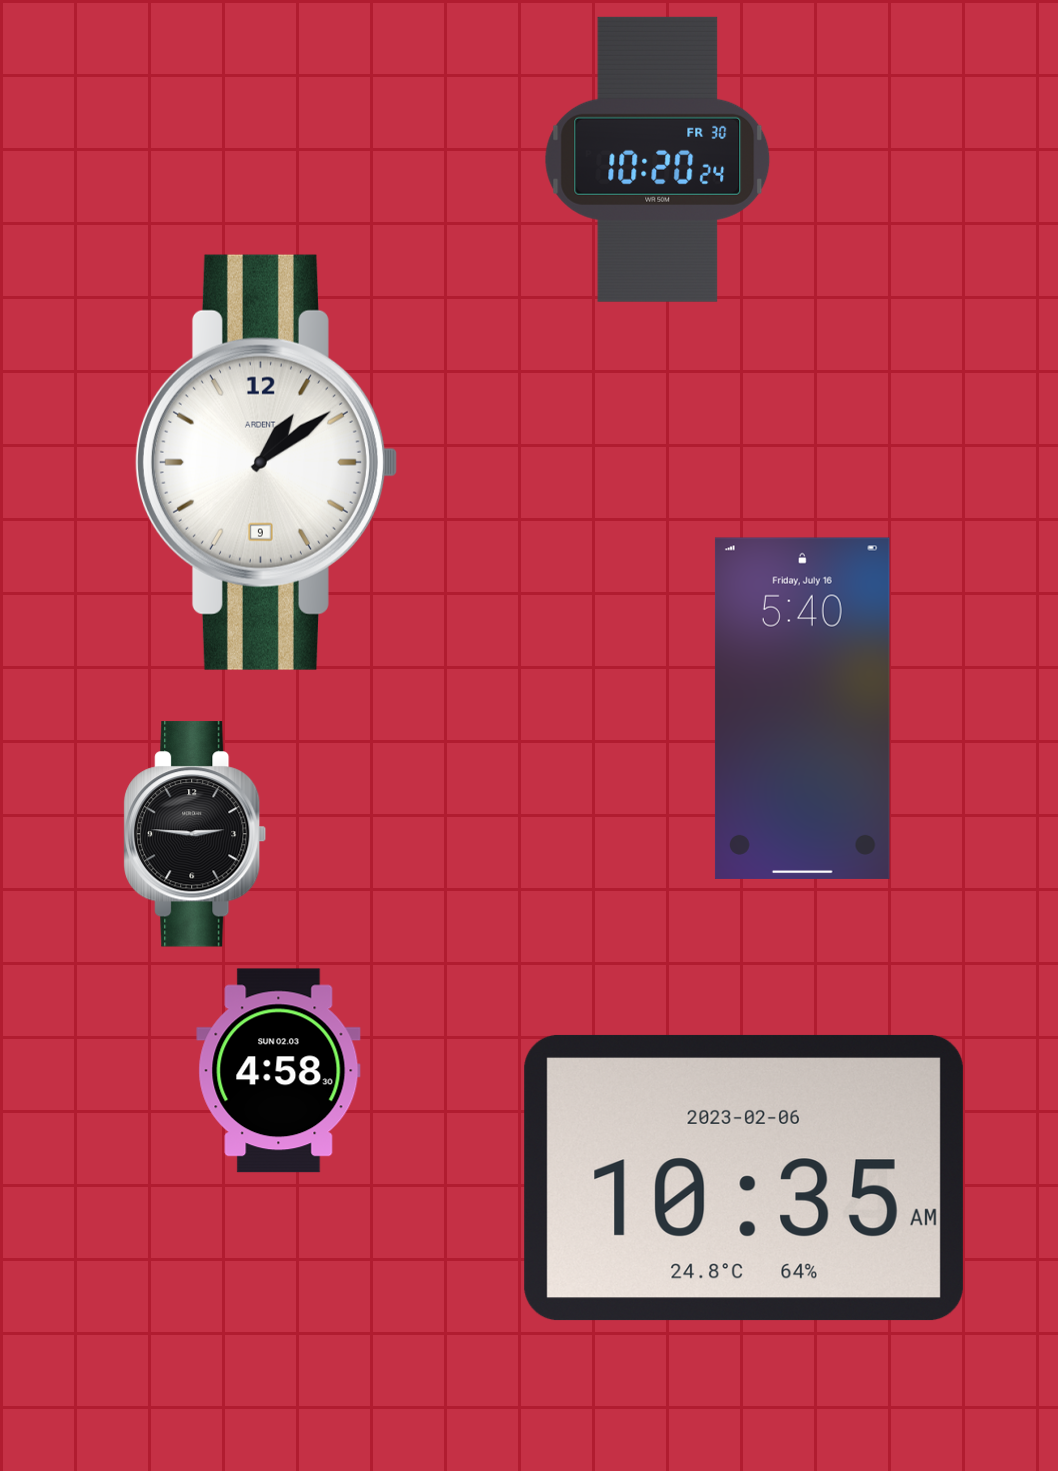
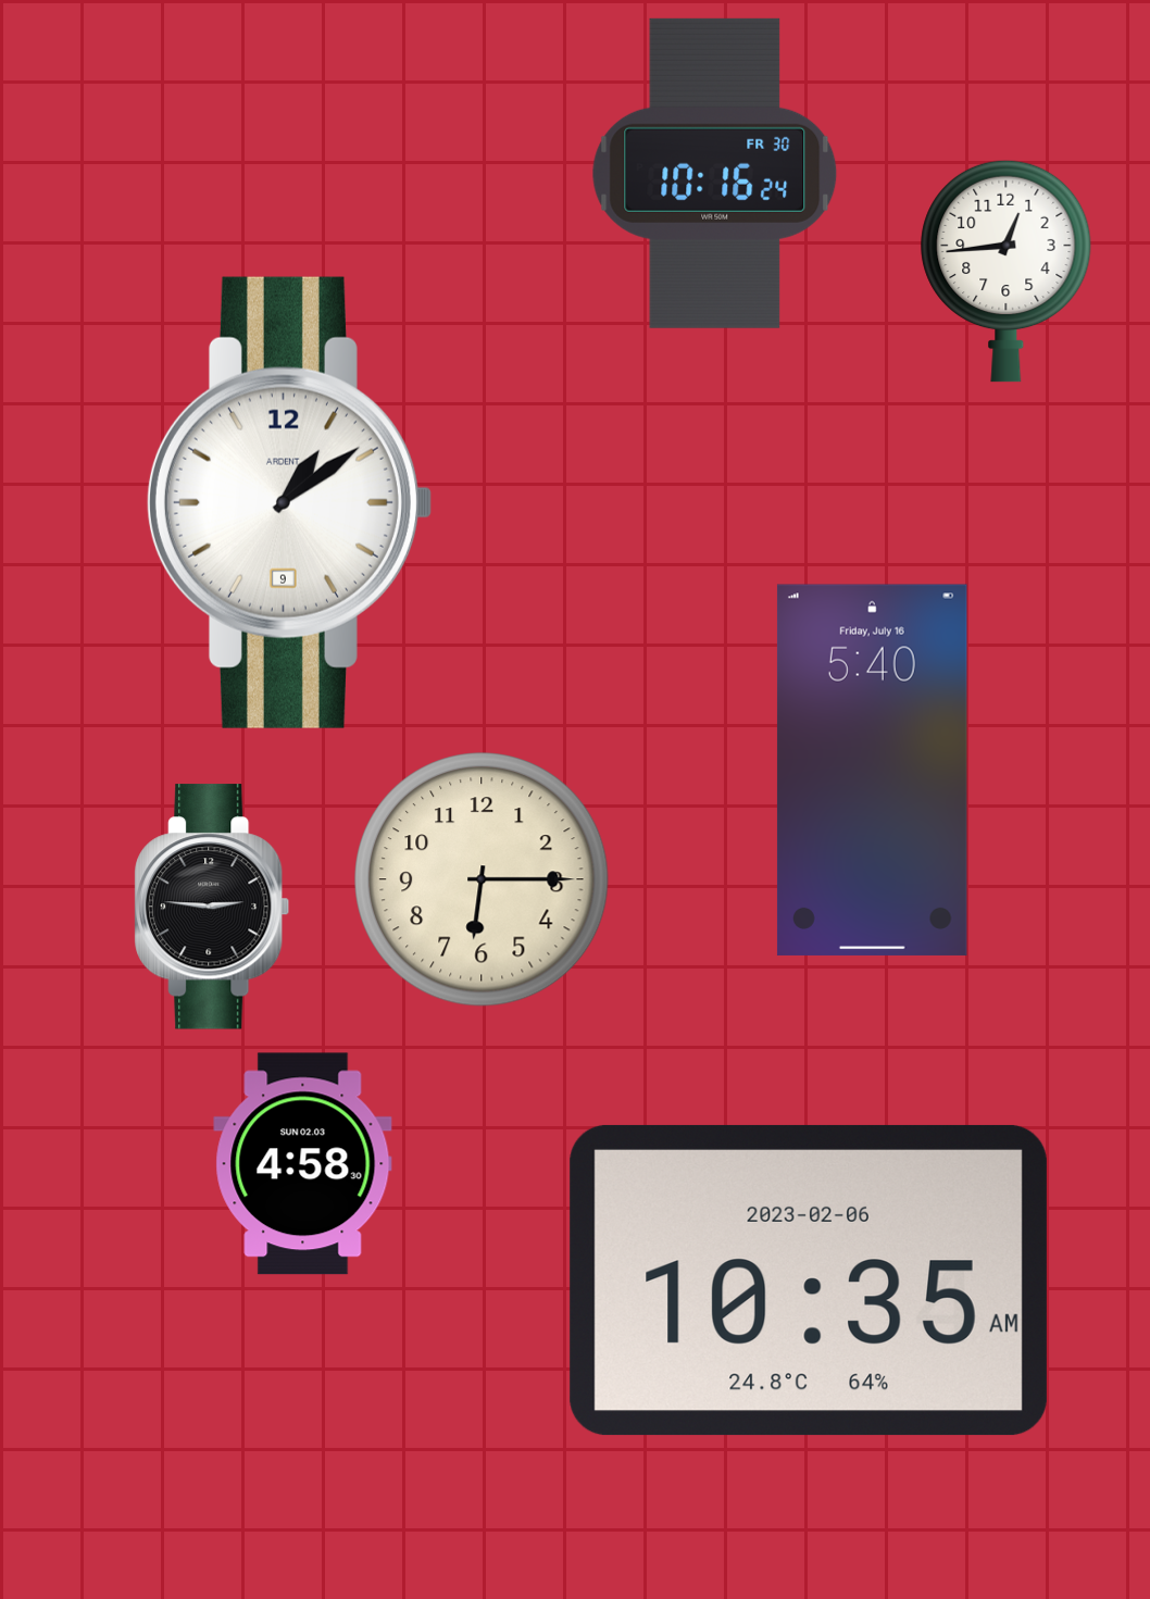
clock at (658, 159): 10:20 -> 10:16
clock at (1007, 271): none -> 12:44
clock at (482, 879): none -> 6:15
